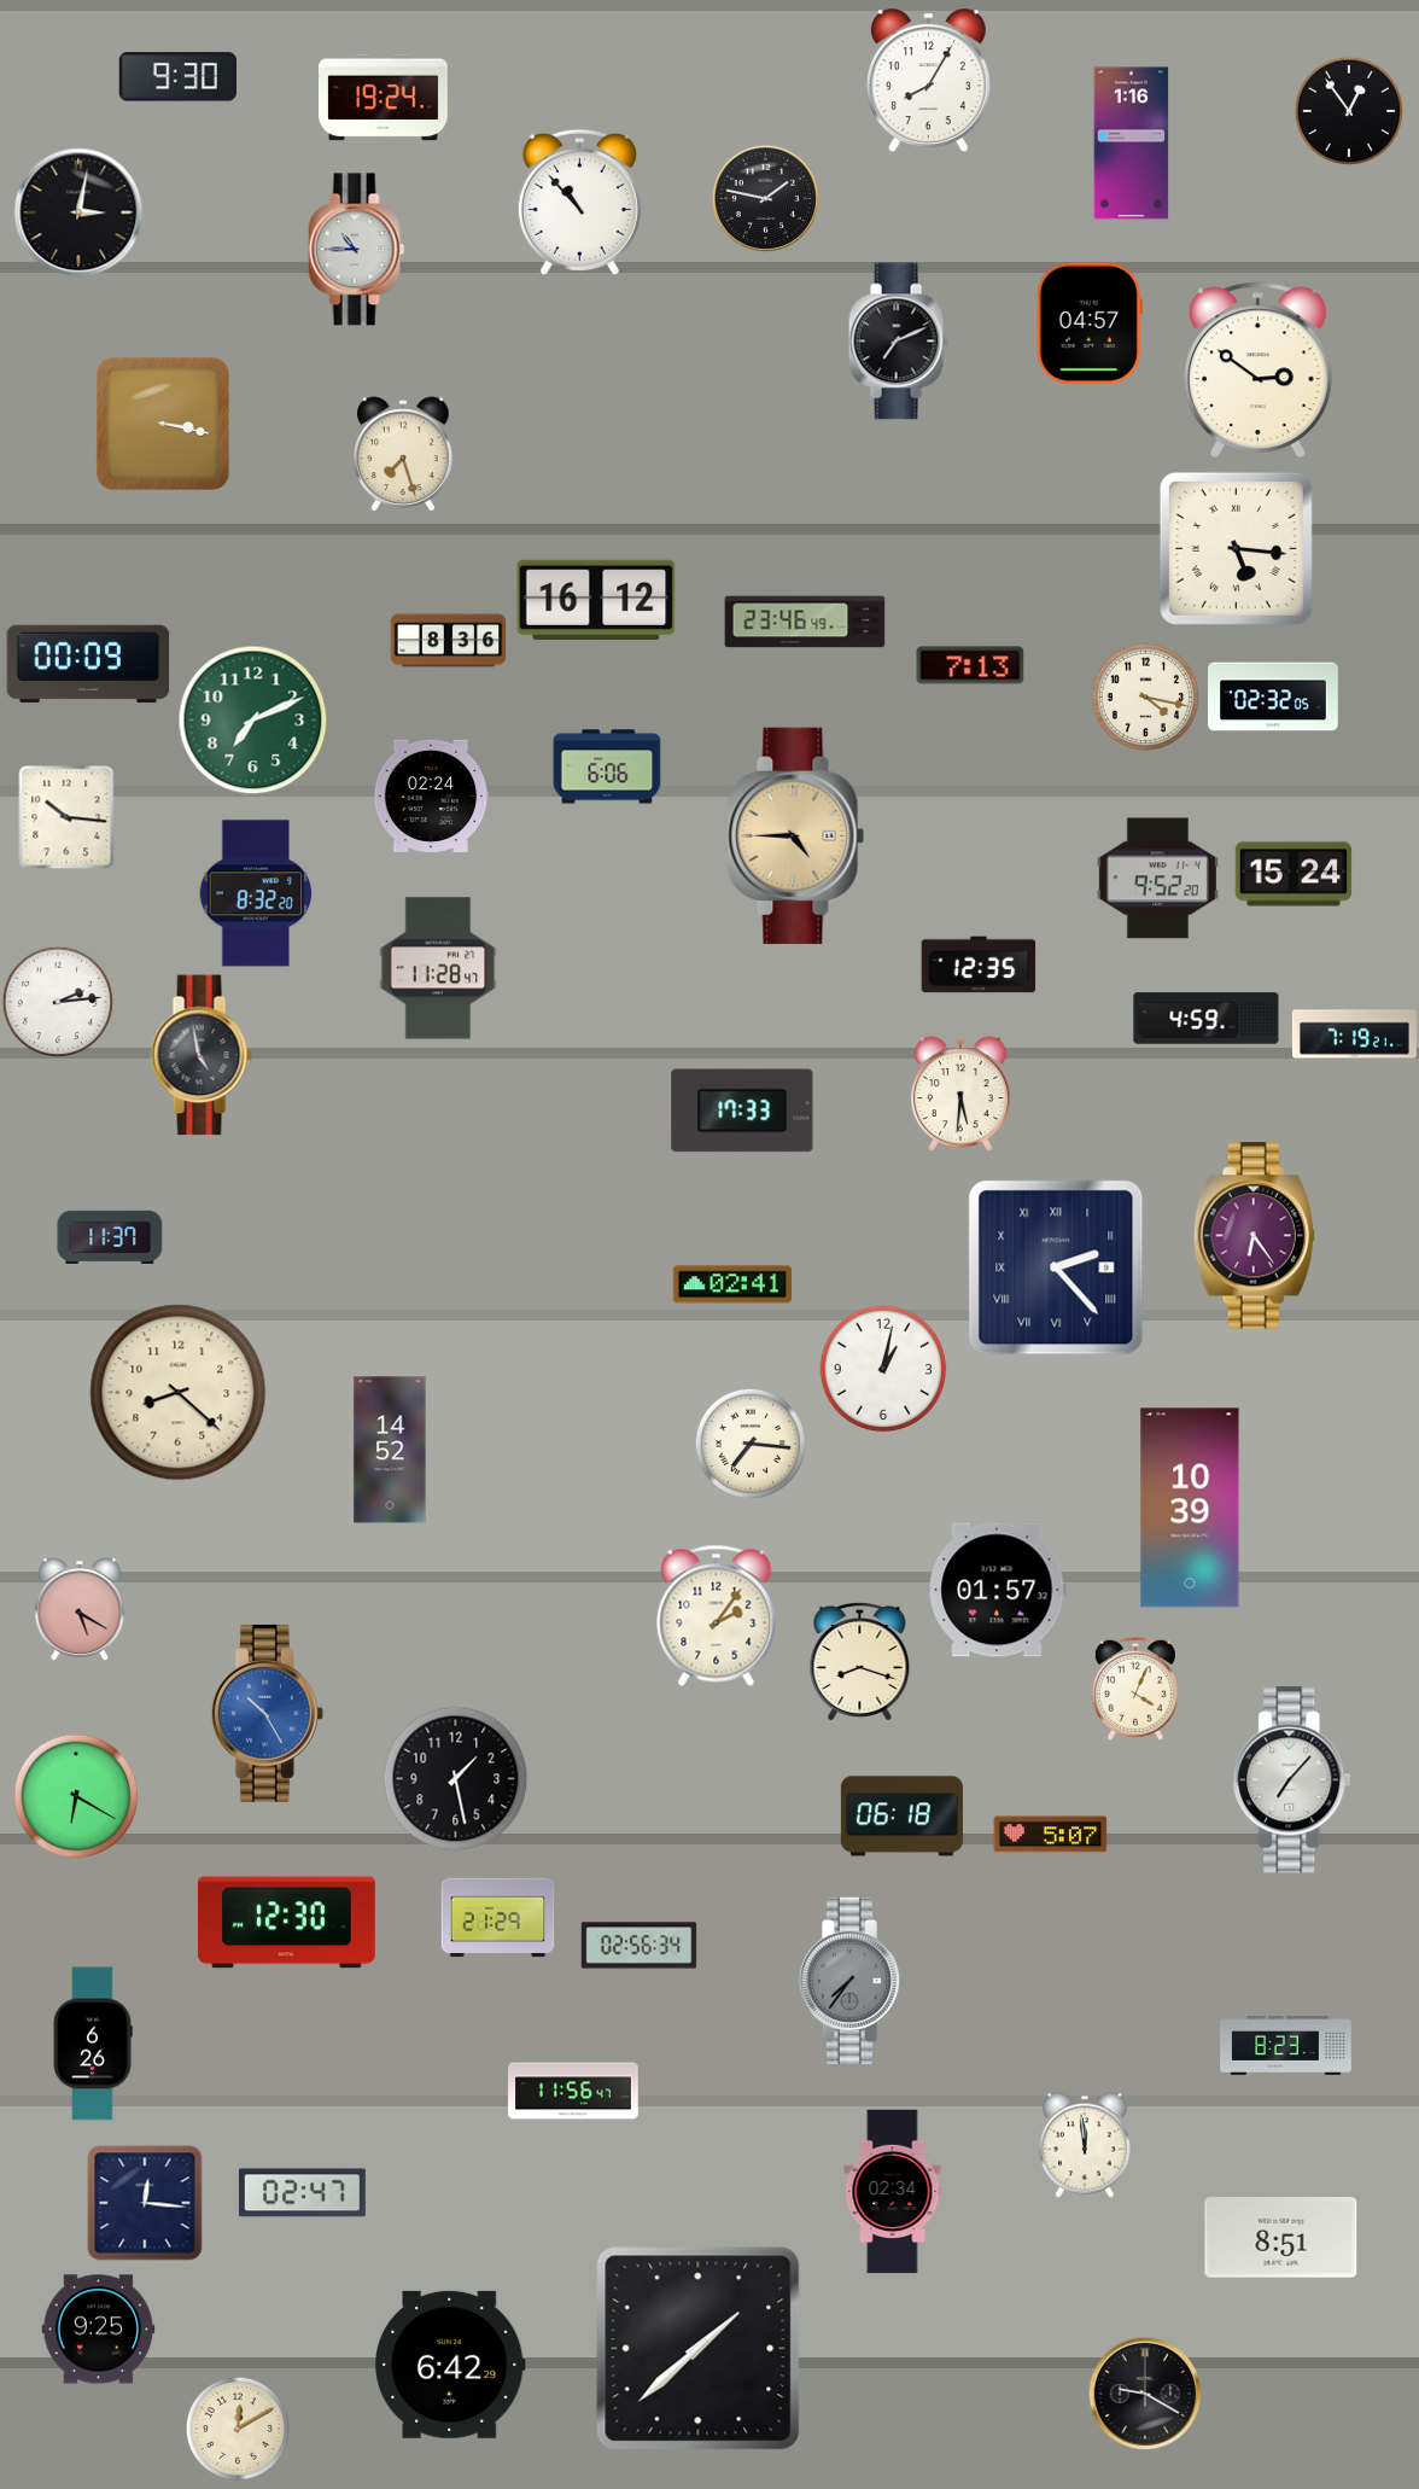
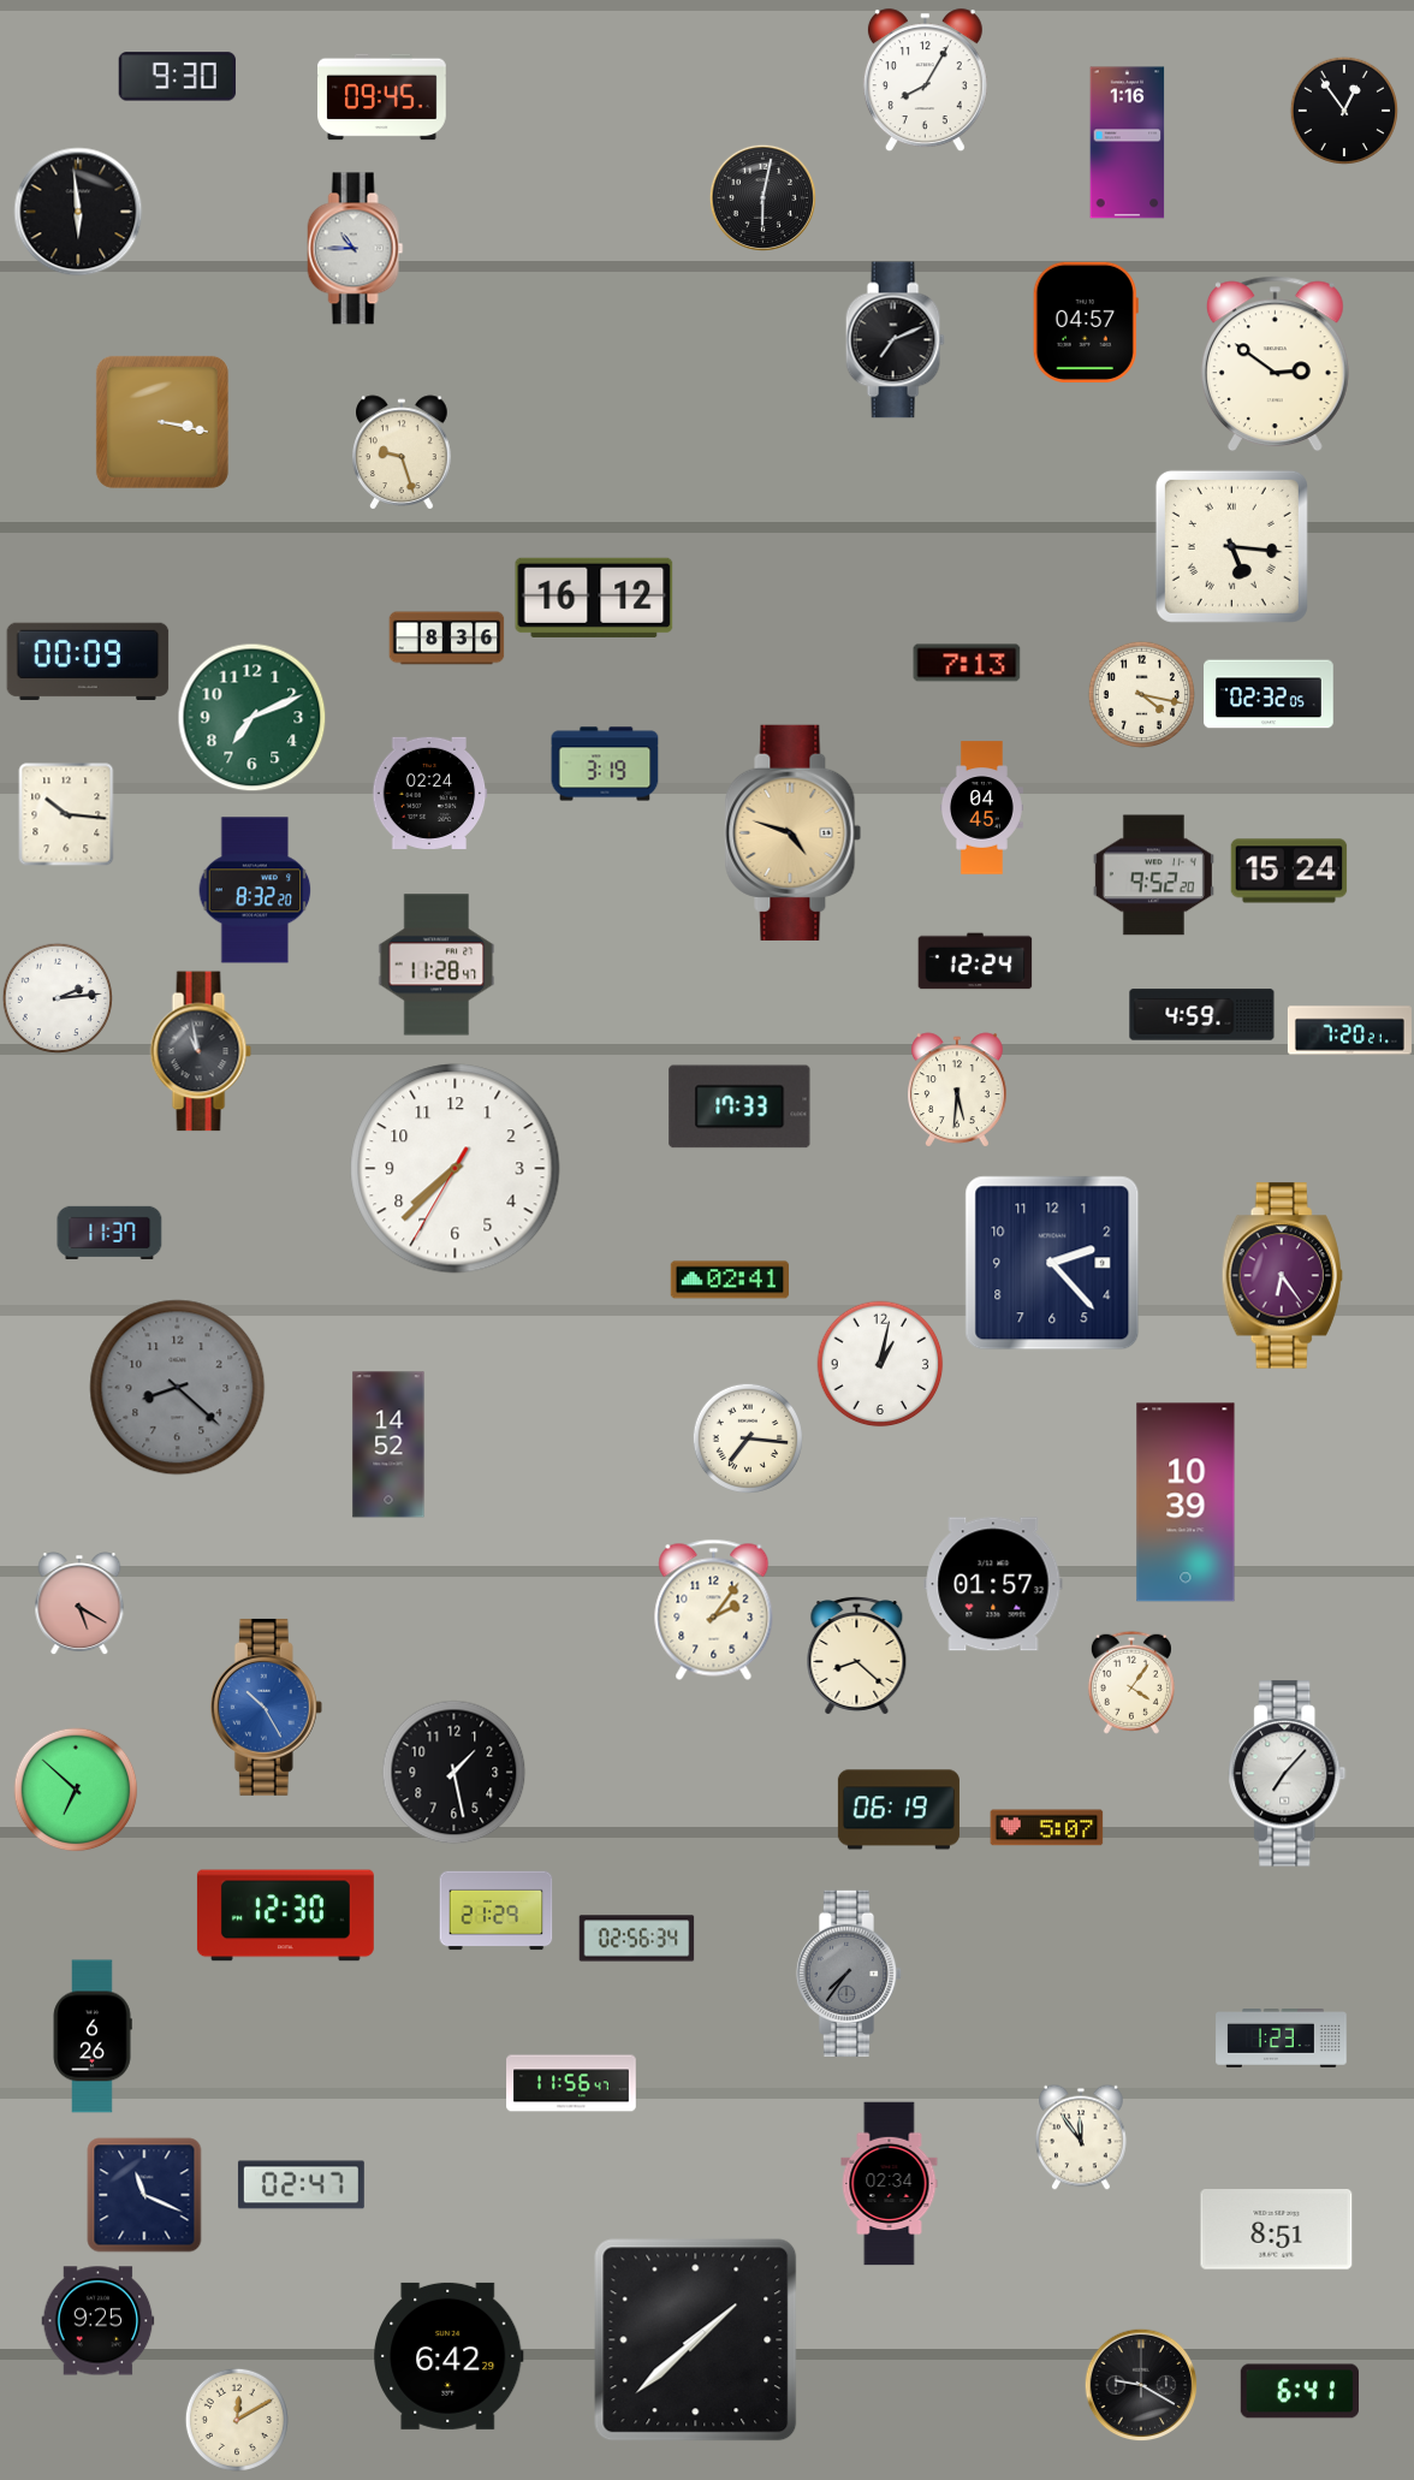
clock at (384, 98): 19:24 -> 09:45
clock at (765, 198): 1:47 -> 6:02
clock at (579, 202): 10:53 -> none
clock at (78, 212): 3:02 -> 5:59
clock at (1257, 371) position: (1257, 371) -> (1275, 364)
clock at (404, 454): 7:27 -> 9:27
clock at (805, 622): 23:46 -> none
clock at (607, 766): 6:06 -> 3:19
clock at (981, 808): none -> 04:45
clock at (796, 835): 4:45 -> 4:48
clock at (979, 964): 12:35 -> 12:24
clock at (1354, 1034): 7:19 -> 7:20
clock at (202, 1055): 4:58 -> 10:58
clock at (456, 1169): none -> 7:37
clock at (1254, 1236) position: (1254, 1236) -> (1282, 1276)
clock at (1056, 1267) numerals: Roman -> Arabic
clock at (179, 1393) dial: cream -> grey
clock at (860, 1662): 8:18 -> 8:22
clock at (1135, 1689): 4:04 -> 4:06
clock at (76, 1796): 6:20 -> 6:52
clock at (901, 1817): 06:18 -> 06:19
clock at (1286, 2046): 8:23 -> 1:23
clock at (1085, 2145): 11:59 -> 11:54
clock at (145, 2203): 12:16 -> 11:19
clock at (1299, 2391): none -> 6:41
